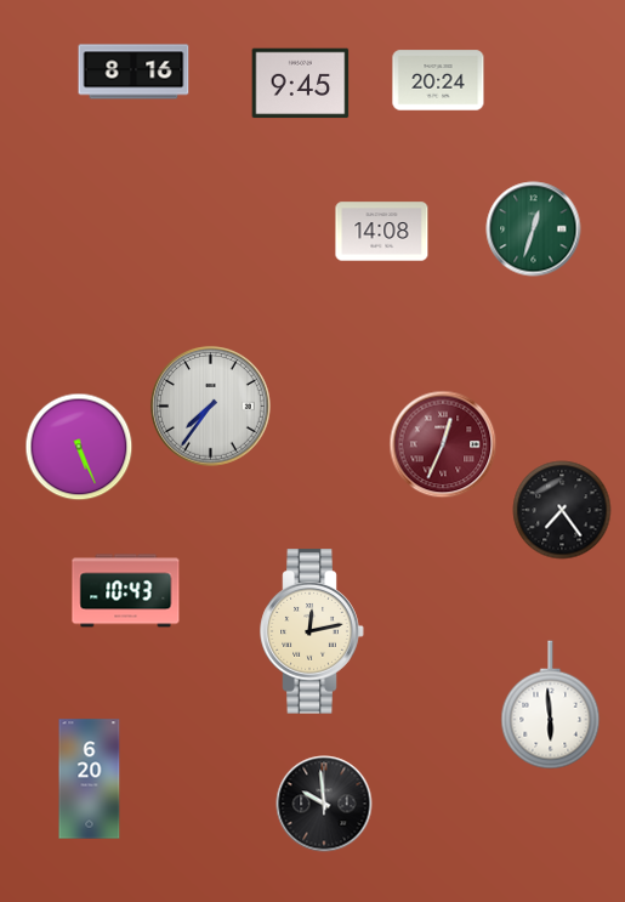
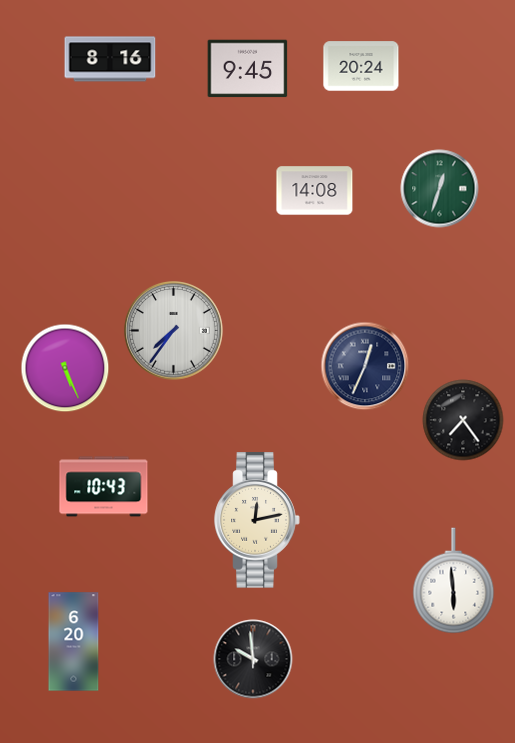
clock at (211, 407) position: (211, 407) -> (174, 331)
clock at (443, 444) dial: burgundy -> navy
clock at (324, 804) position: (324, 804) -> (253, 659)
